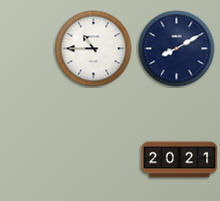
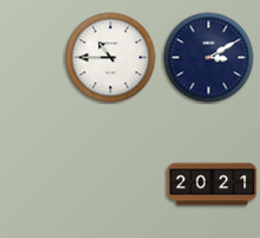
clock at (177, 49): 8:10 -> 3:10
clock at (180, 160) position: (180, 160) -> (213, 185)
